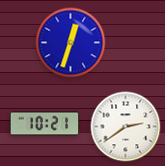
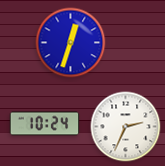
clock at (45, 124): 10:21 -> 10:24
clock at (126, 127): 2:39 -> 2:34
